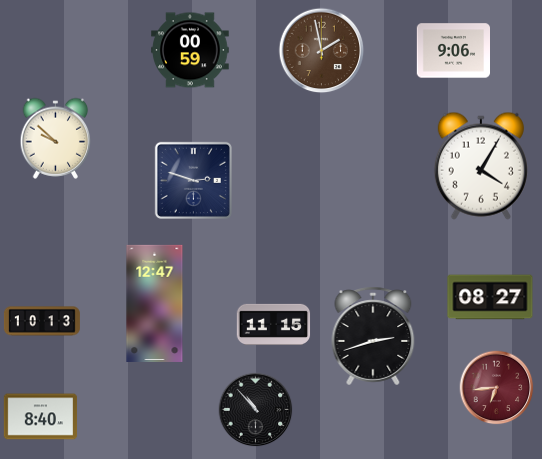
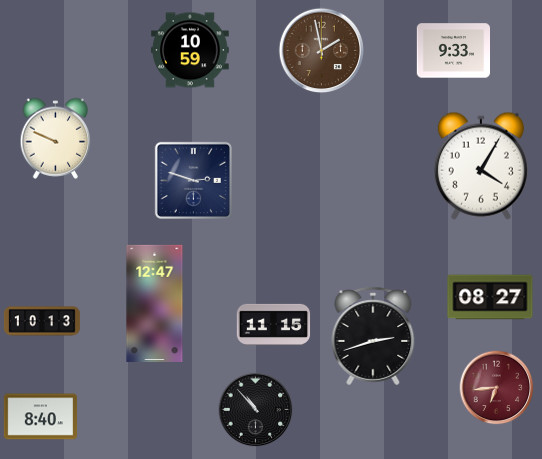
clock at (190, 50): 00:59 -> 10:59
clock at (454, 51): 9:06 -> 9:33
clock at (56, 138): 9:52 -> 9:49
